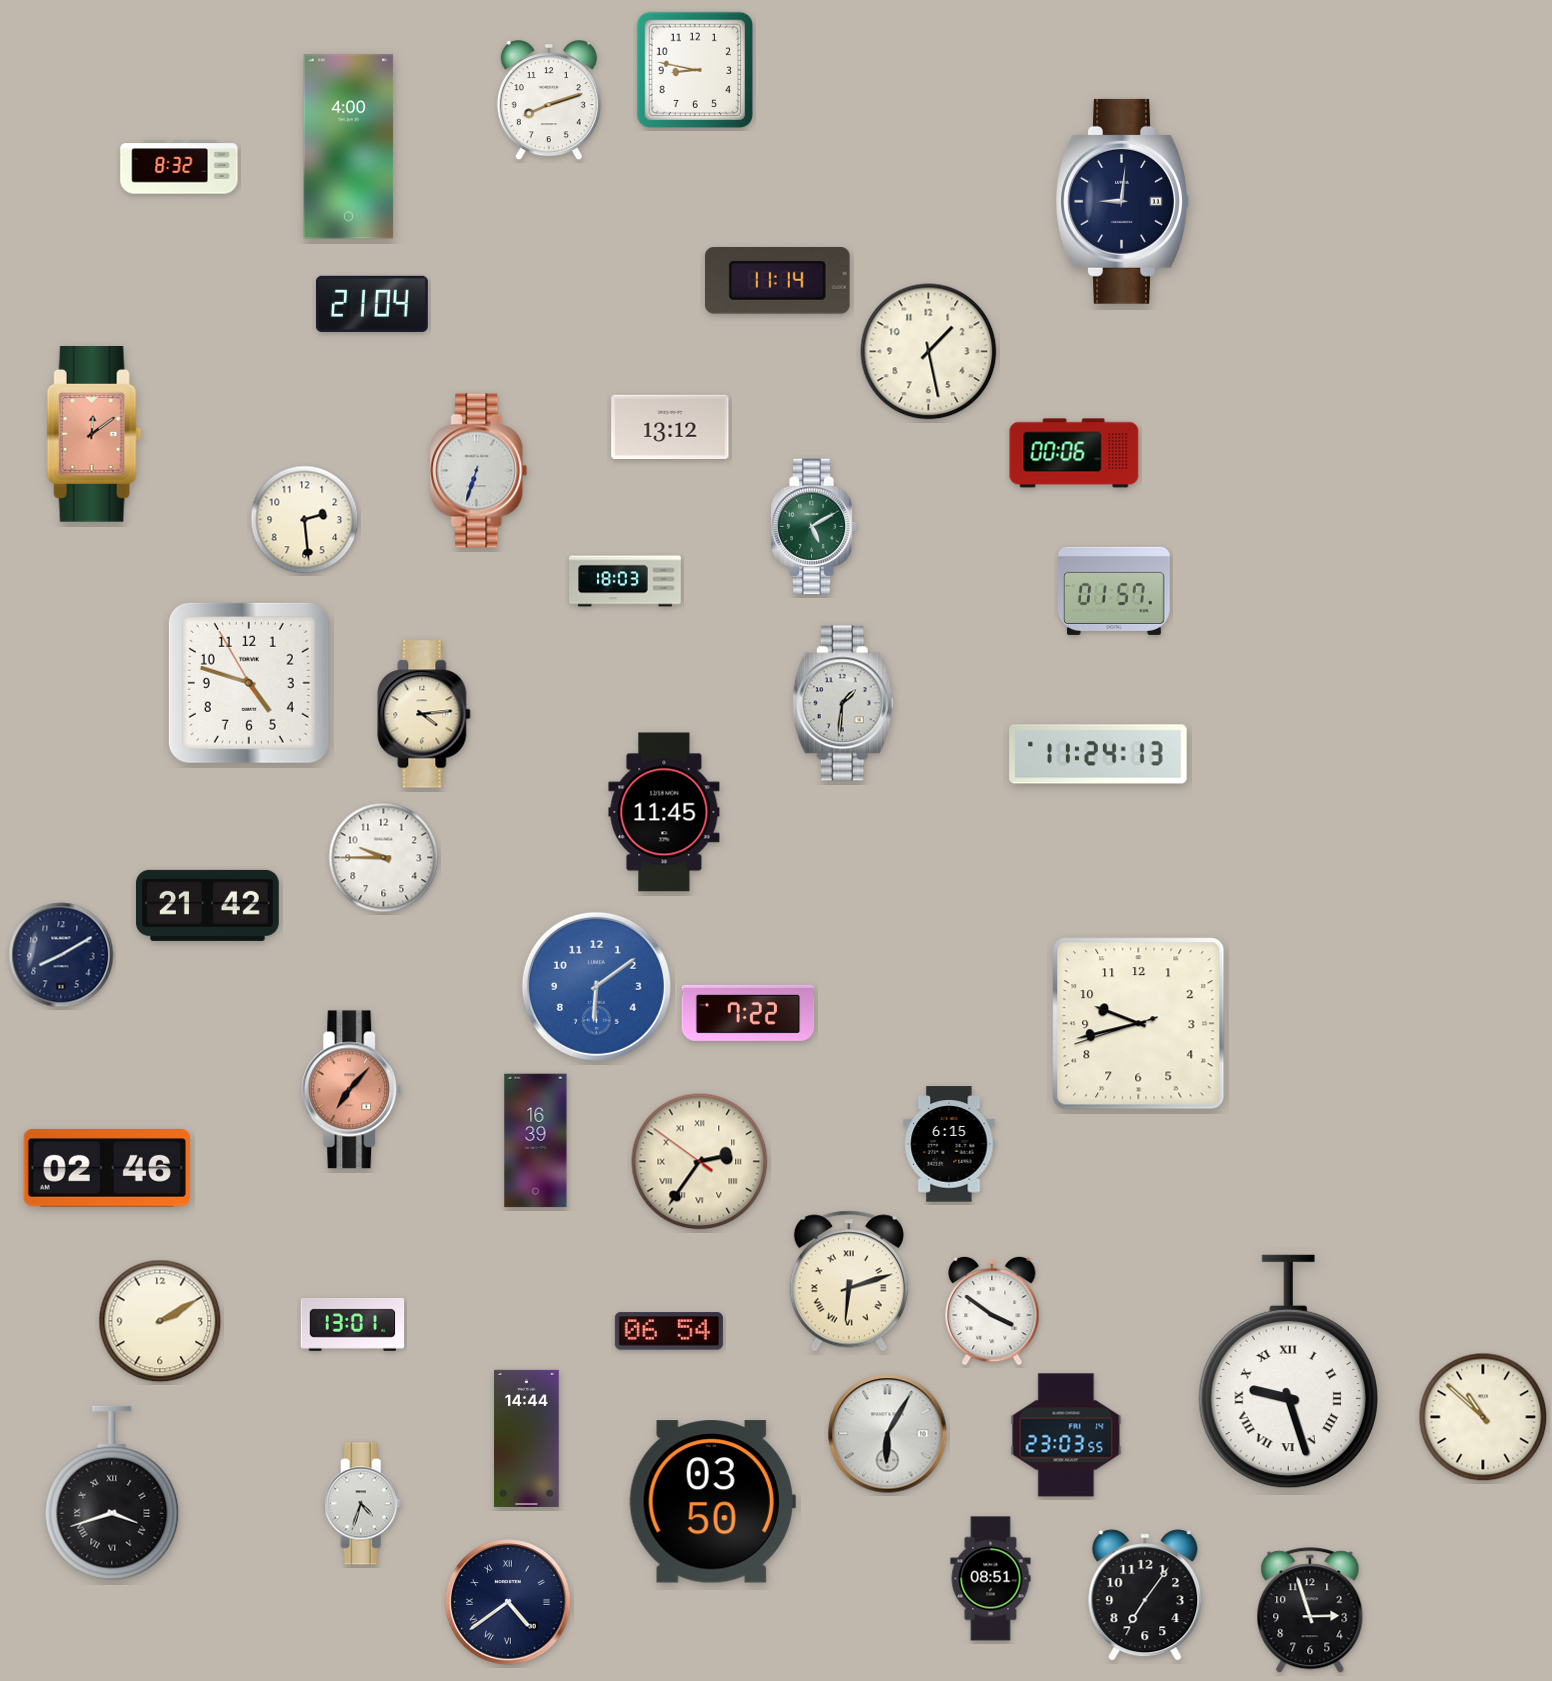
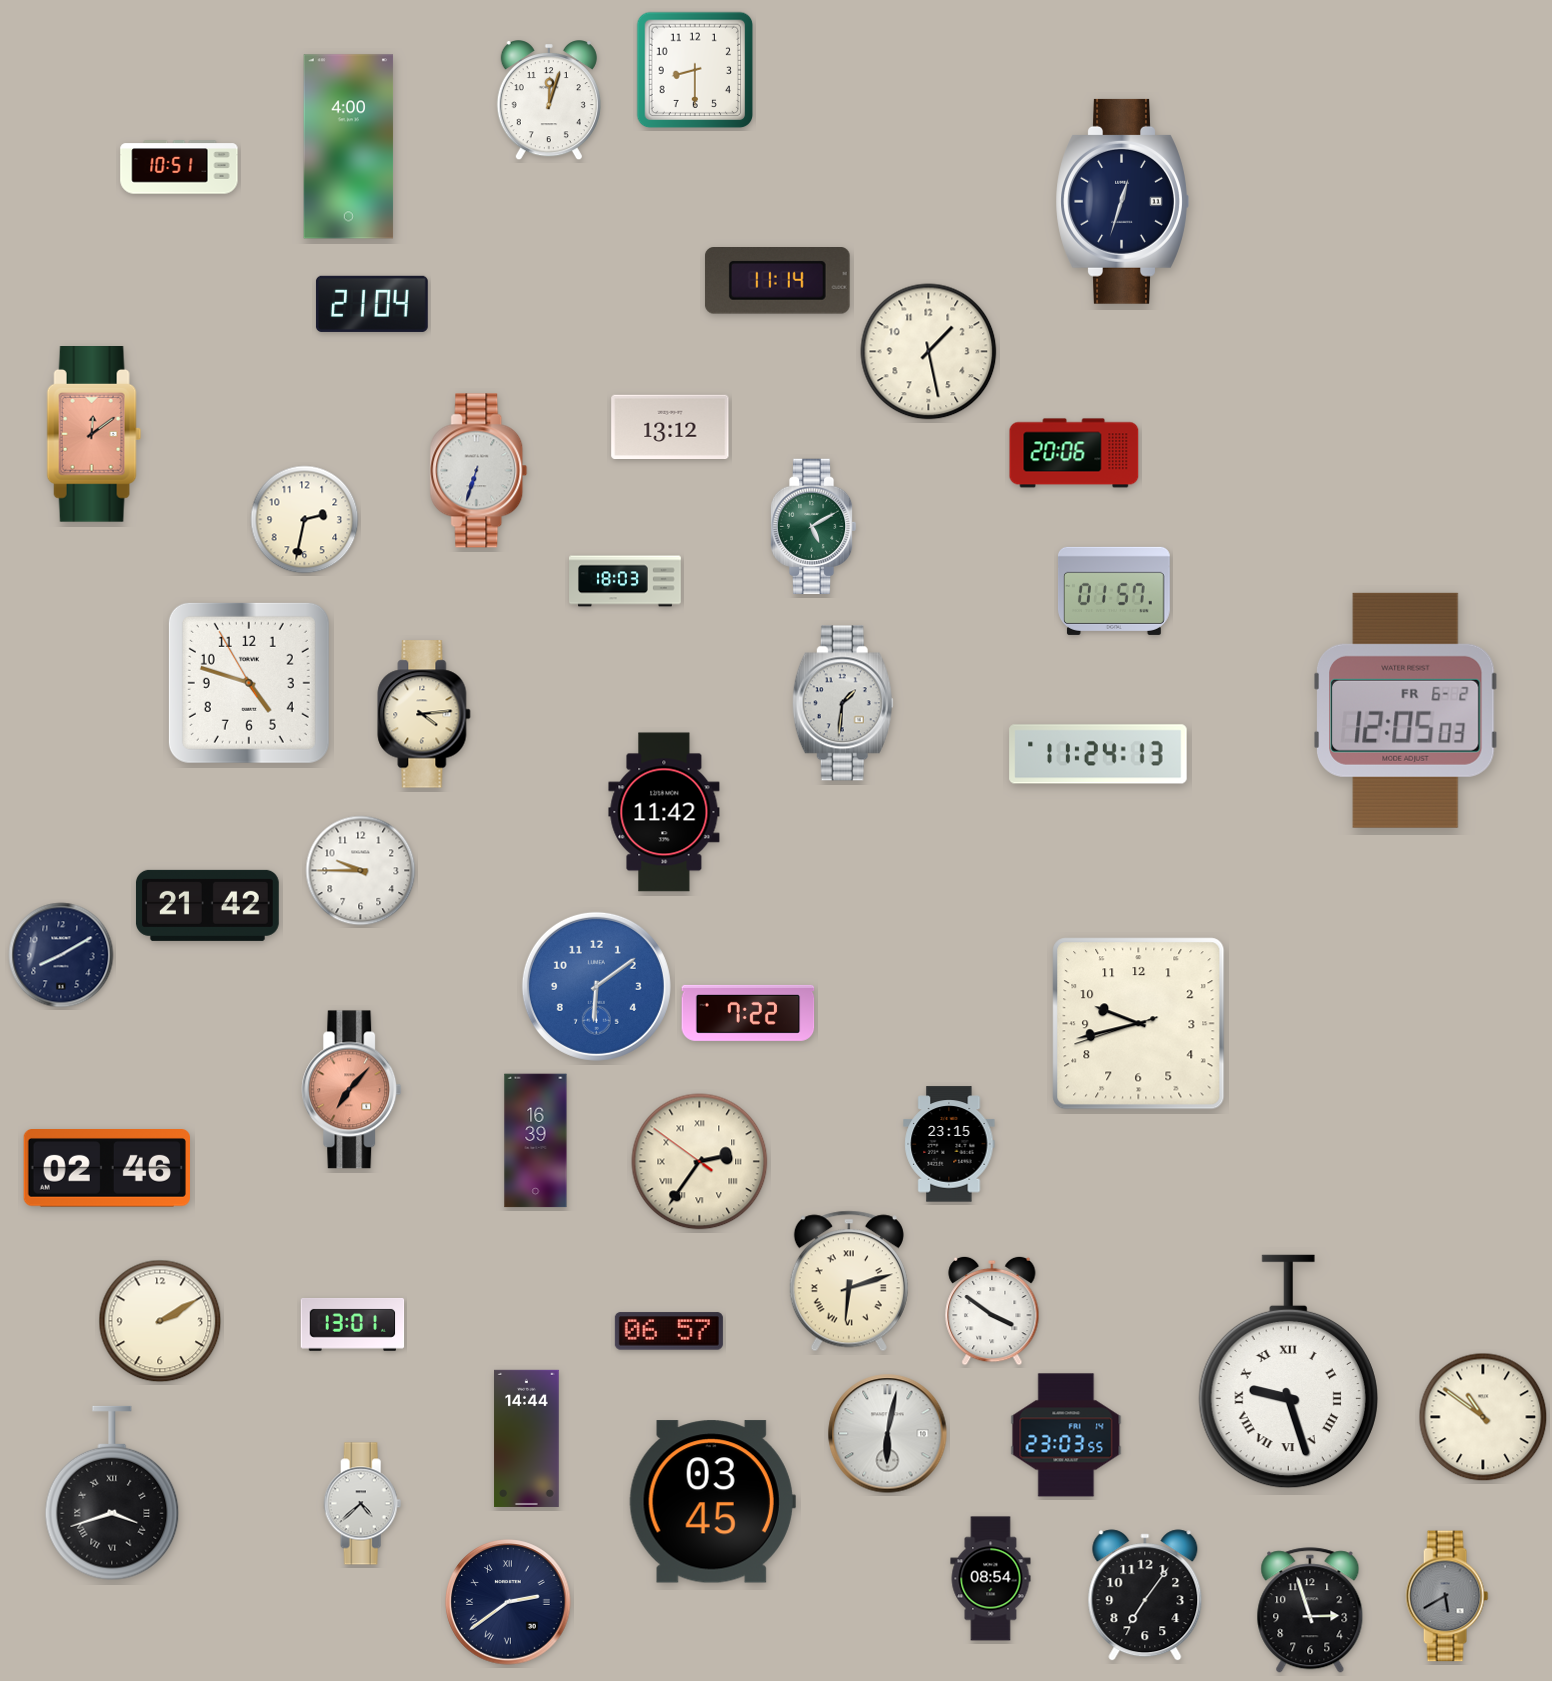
clock at (695, 70): 8:47 -> 8:30
clock at (549, 101): 8:12 -> 12:03
clock at (179, 167): 8:32 -> 10:51
clock at (1122, 201): 9:01 -> 12:33
clock at (1074, 453): 00:06 -> 20:06
clock at (305, 520): 2:29 -> 2:32
clock at (1406, 710): none -> 12:05
clock at (664, 812): 11:45 -> 11:42
clock at (384, 858) position: (384, 858) -> (361, 871)
clock at (949, 1144): 6:15 -> 23:15
clock at (669, 1331): 06:54 -> 06:57
clock at (1483, 1417): 10:52 -> 10:51
clock at (888, 1434): 6:05 -> 6:02
clock at (712, 1502): 03:50 -> 03:45
clock at (363, 1504): 4:33 -> 4:38
clock at (991, 1579): 08:51 -> 08:54
clock at (1447, 1596): none -> 5:40
clock at (508, 1602): 4:39 -> 2:39
